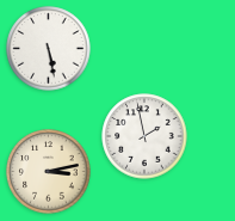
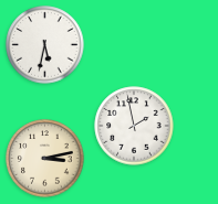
clock at (49, 49): 5:28 -> 5:32
